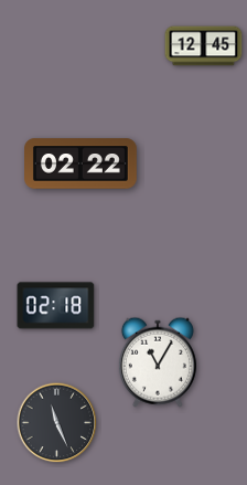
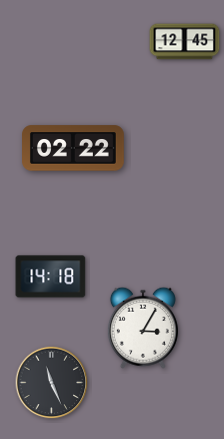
clock at (56, 306): 02:18 -> 14:18
clock at (158, 362): 11:05 -> 3:05
